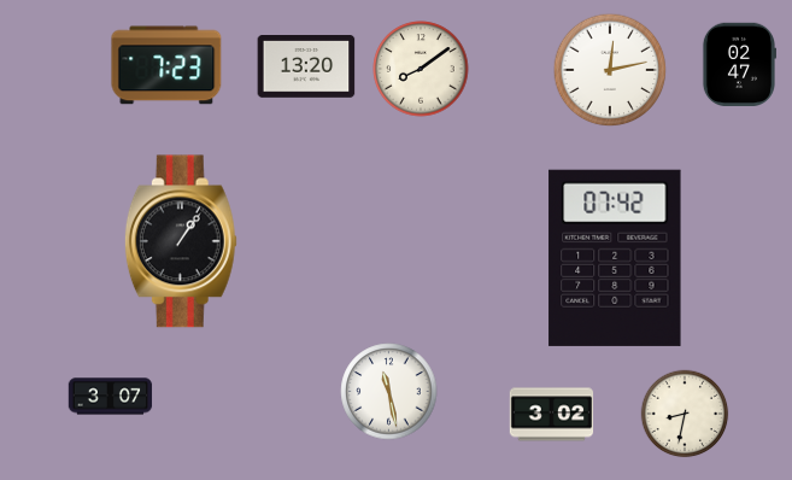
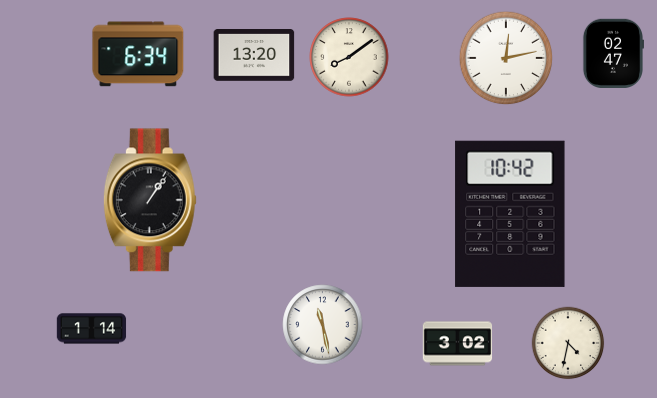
clock at (166, 65): 7:23 -> 6:34
clock at (615, 258): 07:42 -> 10:42
clock at (111, 397): 3:07 -> 1:14
clock at (685, 414): 8:32 -> 4:32
